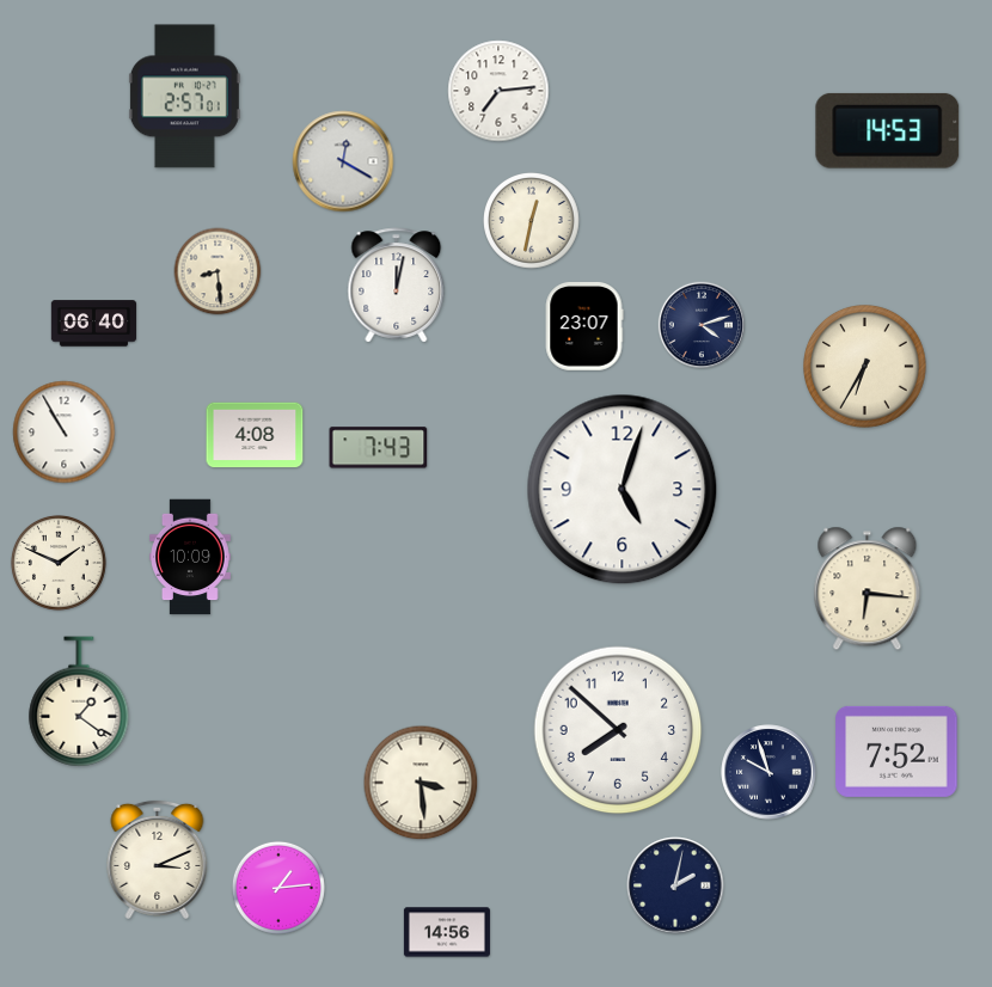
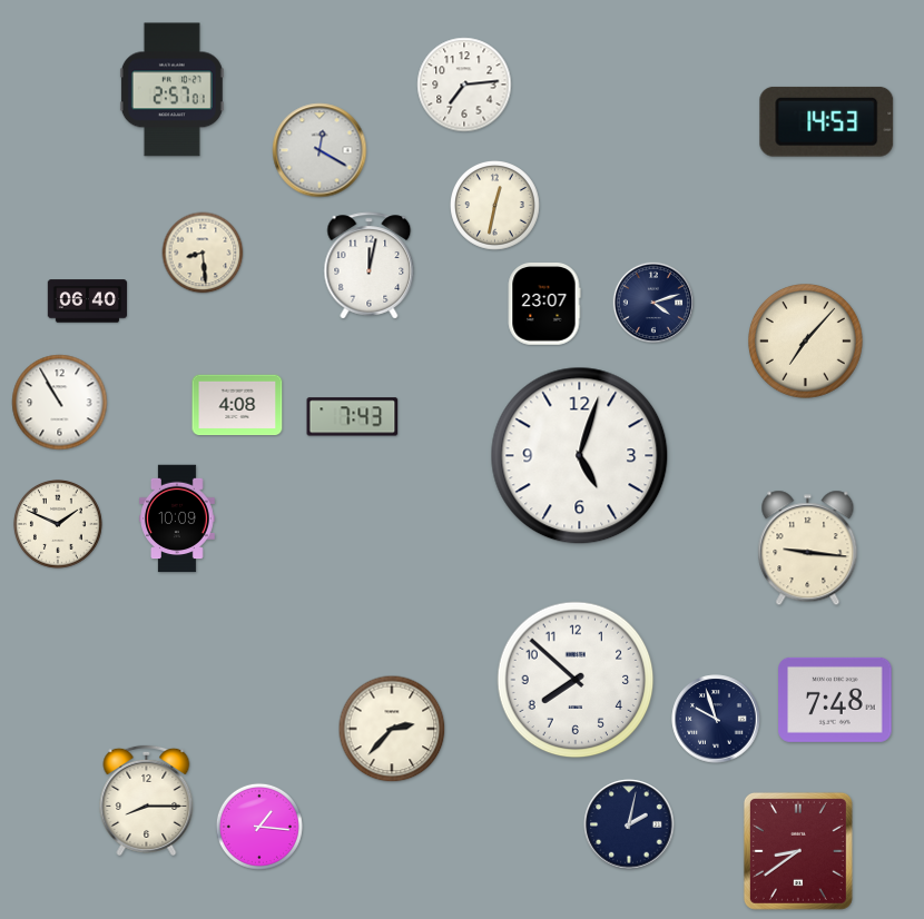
clock at (865, 367): 6:35 -> 7:07
clock at (59, 563) position: (59, 563) -> (58, 524)
clock at (868, 589): 6:16 -> 9:16
clock at (79, 701): 1:21 -> none
clock at (896, 752): 7:52 -> 7:48
clock at (421, 783): 3:29 -> 2:37
clock at (158, 859): 3:11 -> 8:15
clock at (278, 888): 1:14 -> 1:16
clock at (798, 851): none -> 8:39
clock at (447, 932): 14:56 -> none
